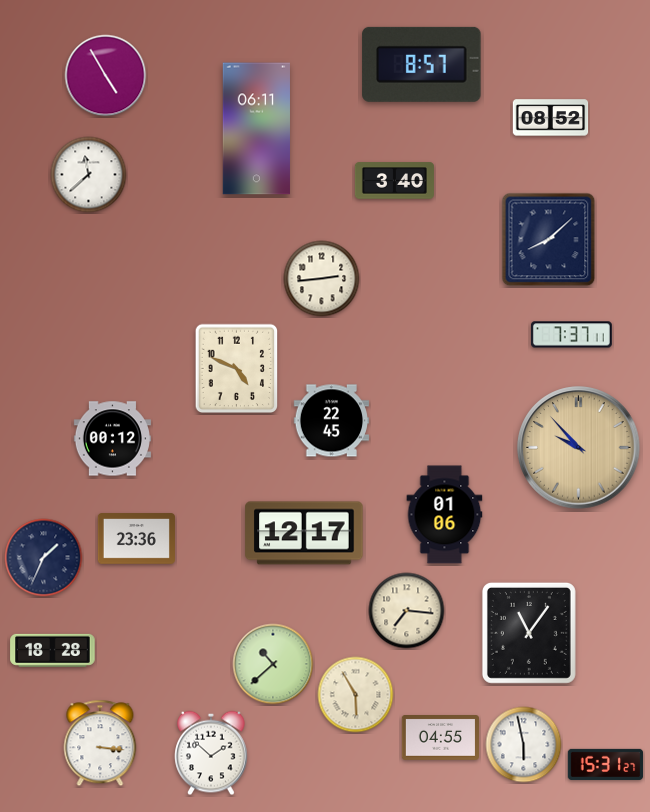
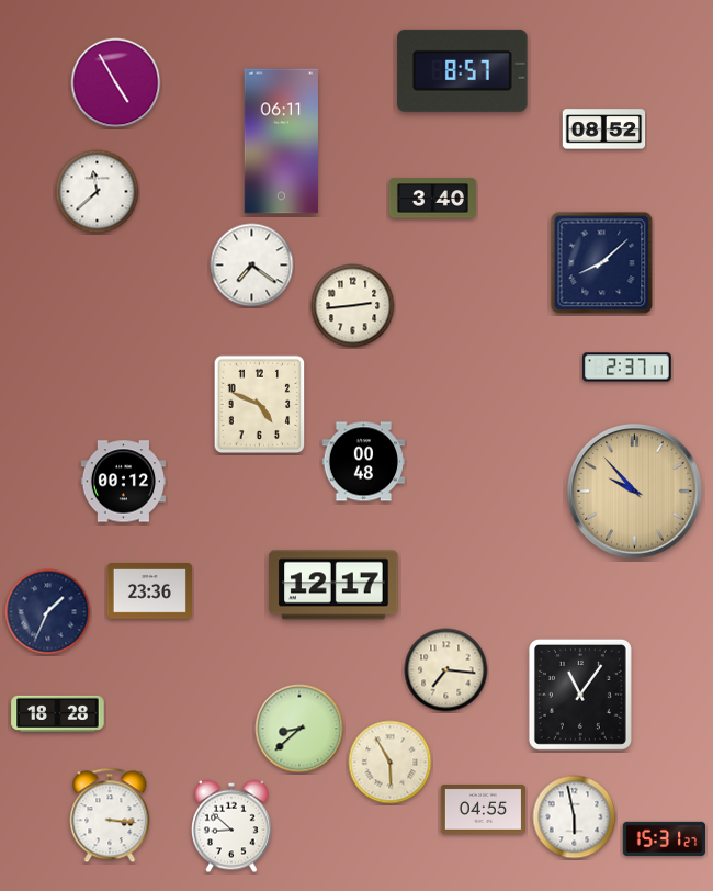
clock at (252, 266): none -> 7:21
clock at (571, 335): 7:37 -> 2:37
clock at (332, 421): 22:45 -> 00:48
clock at (445, 515): 01:06 -> none
clock at (273, 664): 10:38 -> 8:38
clock at (211, 753): 1:52 -> 8:52
